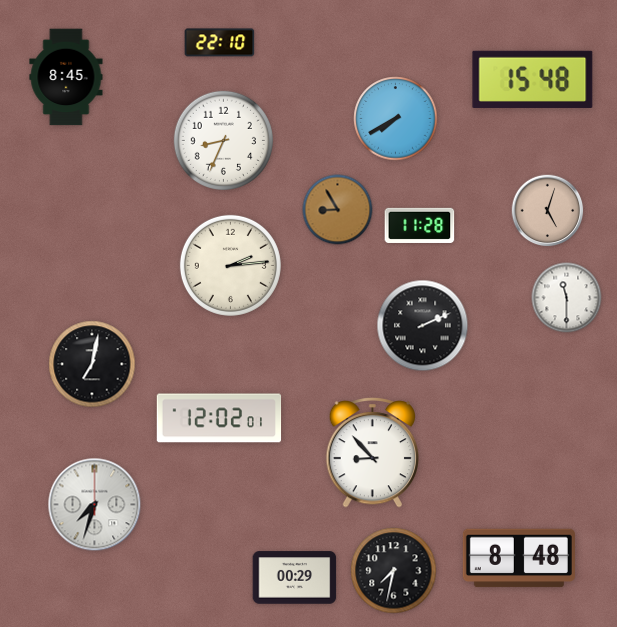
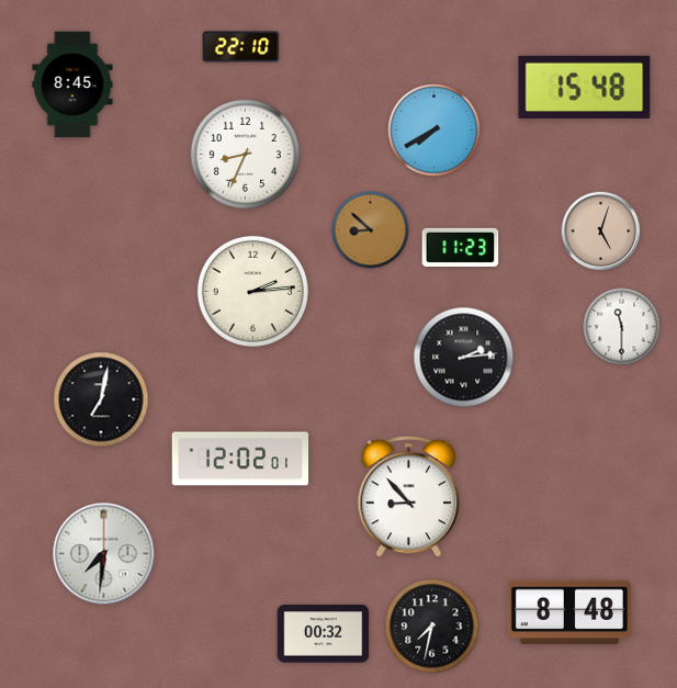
clock at (338, 210): 8:55 -> 8:52
clock at (420, 225): 11:28 -> 11:23
clock at (423, 326): 2:11 -> 2:14
clock at (95, 505): 7:33 -> 7:31
clock at (295, 578): 00:29 -> 00:32
